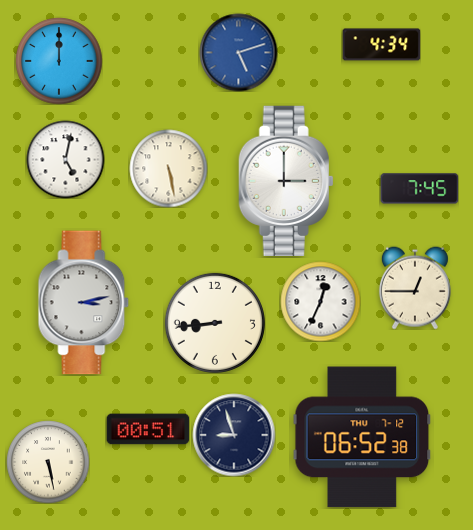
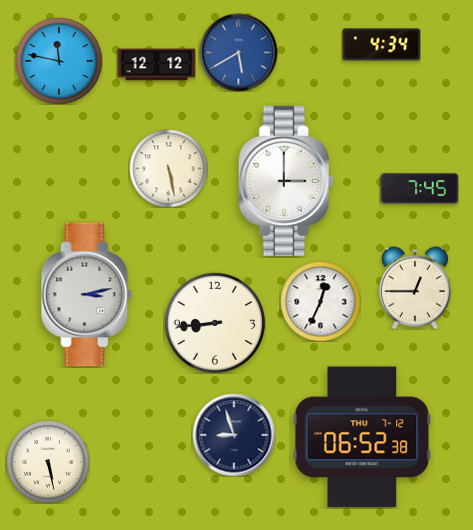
clock at (238, 52): 5:12 -> 5:40
clock at (59, 61): 12:00 -> 11:47
clock at (156, 65): none -> 12:12
clock at (65, 159): 5:02 -> none
clock at (84, 303) position: (84, 303) -> (87, 295)
clock at (148, 429): 00:51 -> none
